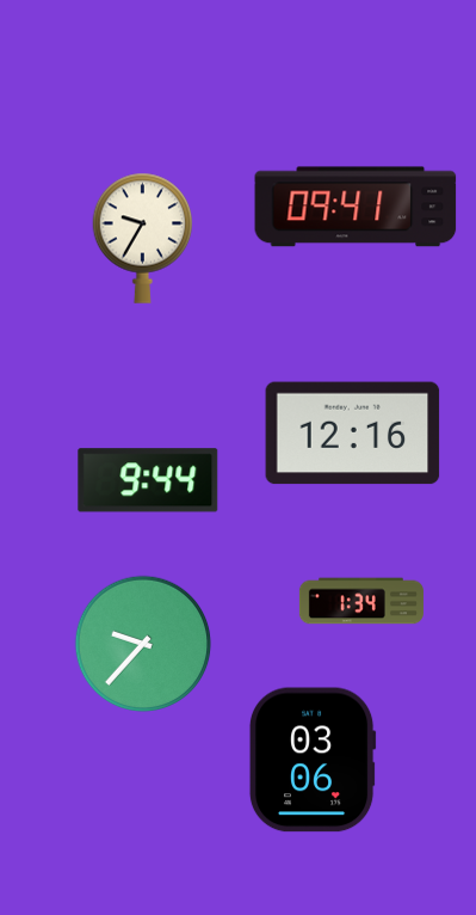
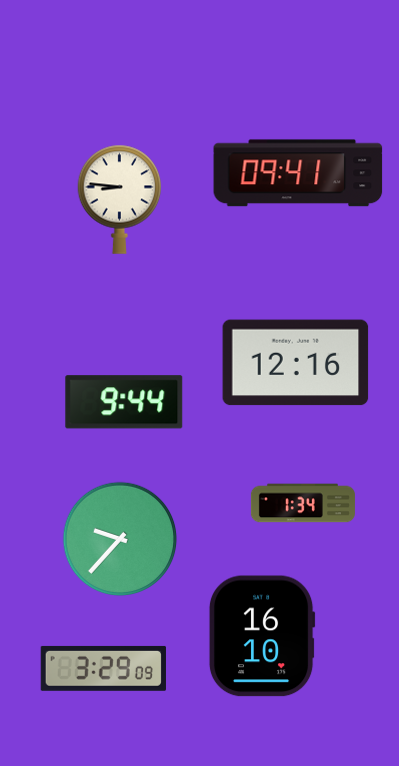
clock at (143, 238): 9:35 -> 8:46
clock at (313, 760): 03:06 -> 16:10
clock at (103, 668): none -> 3:29
